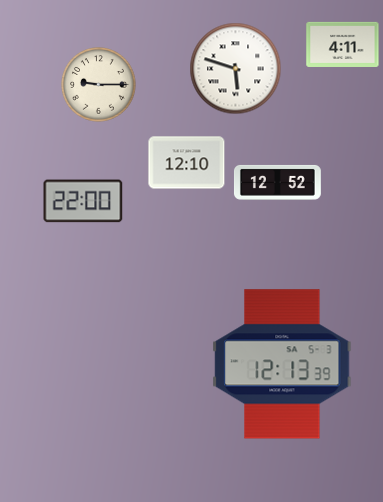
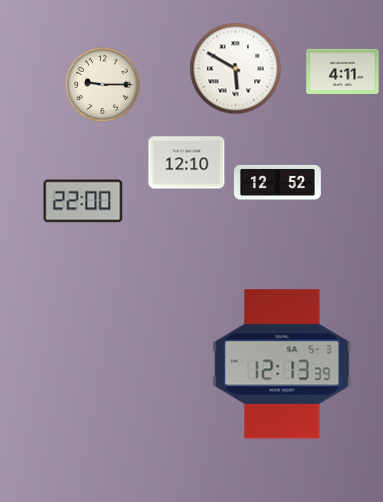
clock at (343, 44) position: (343, 44) -> (343, 71)
clock at (236, 69): 5:48 -> 5:50
clock at (99, 85) position: (99, 85) -> (103, 85)
